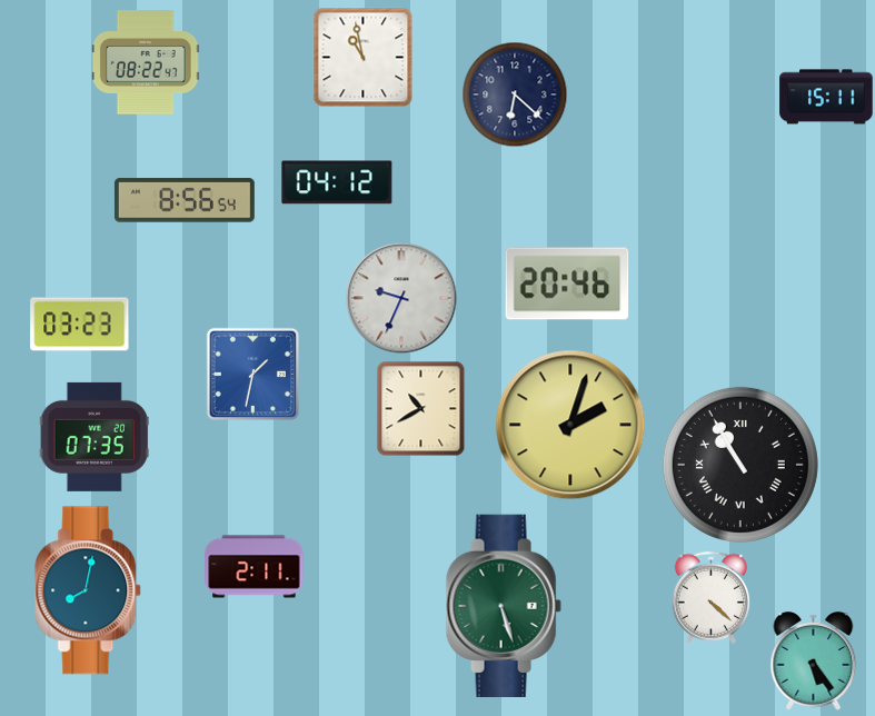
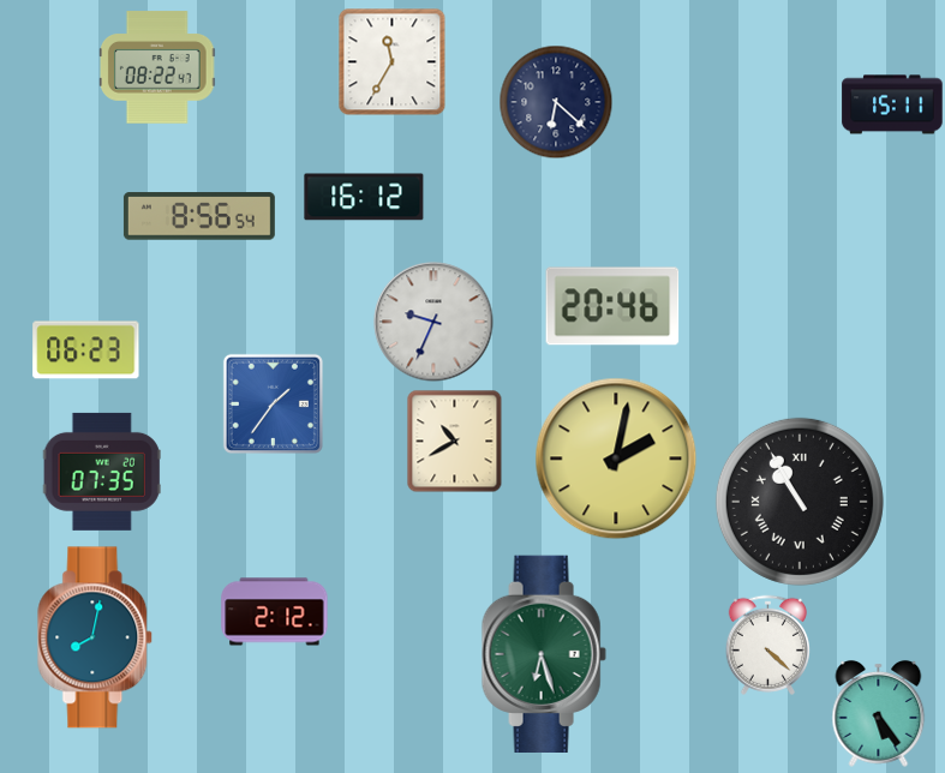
clock at (362, 57): 10:58 -> 11:35
clock at (337, 182): 04:12 -> 16:12
clock at (80, 325): 03:23 -> 06:23
clock at (252, 374): 1:32 -> 1:36
clock at (570, 425): 2:03 -> 2:02
clock at (255, 567): 2:11 -> 2:12
clock at (504, 605): 5:27 -> 6:27
